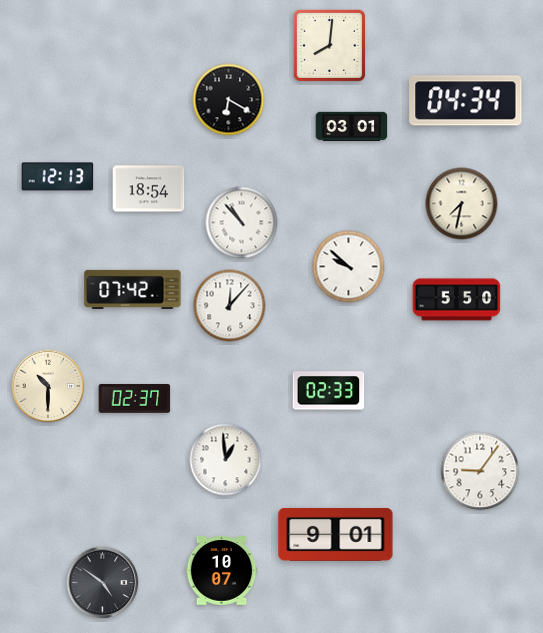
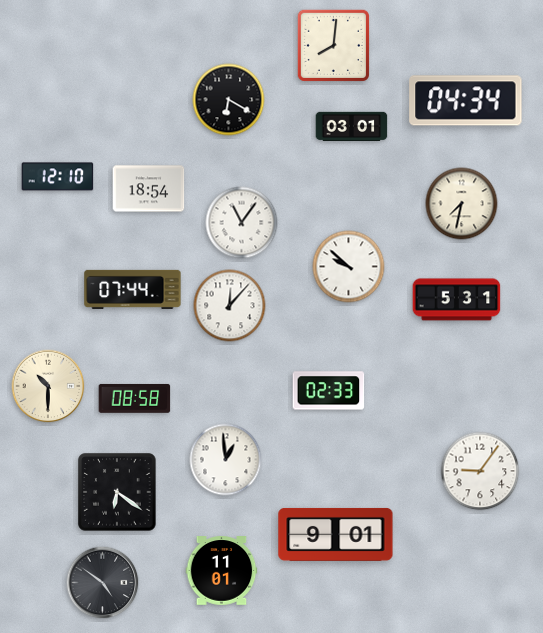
clock at (329, 45) position: (329, 45) -> (333, 45)
clock at (58, 177): 12:13 -> 12:10
clock at (242, 223): 10:53 -> 11:06
clock at (133, 289): 07:42 -> 07:44
clock at (457, 300): 5:50 -> 5:31
clock at (135, 398): 02:37 -> 08:58
clock at (117, 492): none -> 6:21
clock at (222, 571): 10:07 -> 11:01
